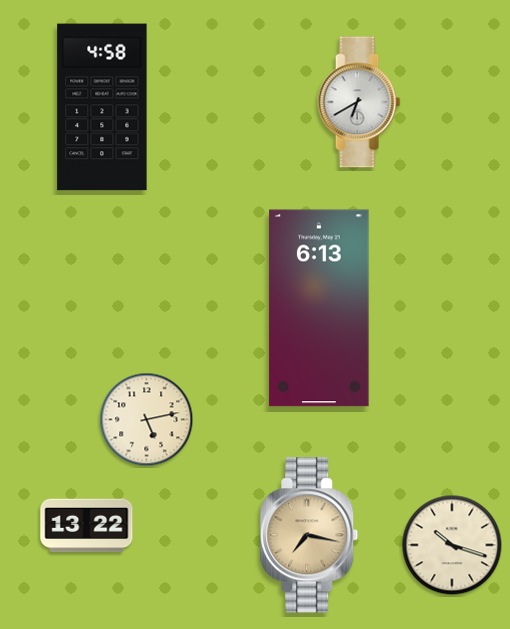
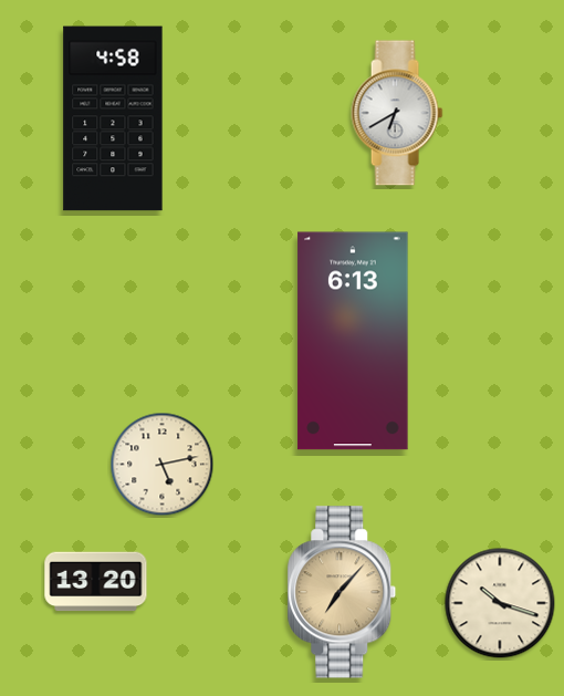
clock at (87, 526): 13:22 -> 13:20
clock at (309, 535): 7:17 -> 7:07
